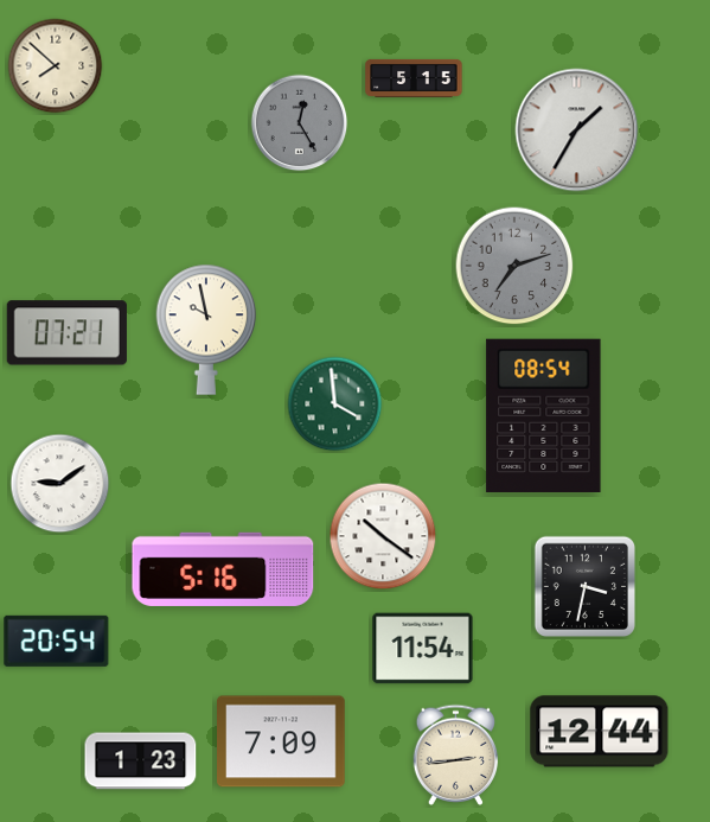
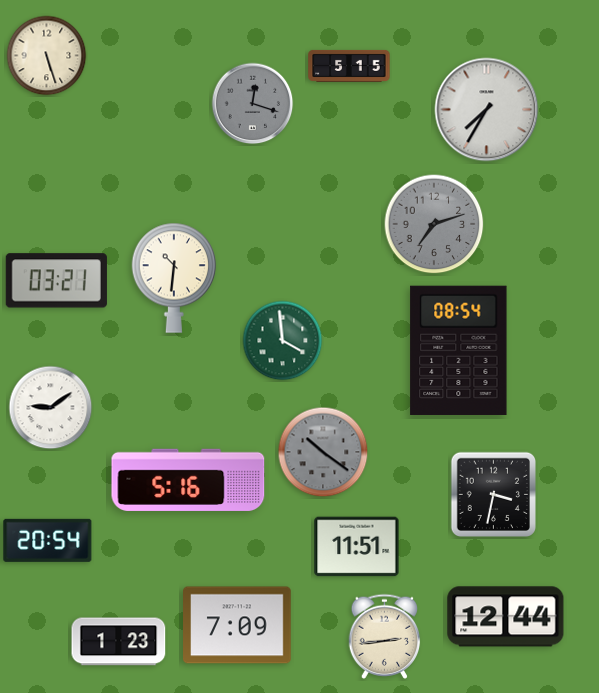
clock at (56, 66): 7:52 -> 5:27
clock at (300, 123): 12:25 -> 12:18
clock at (577, 130): 1:35 -> 7:35
clock at (206, 330): 9:58 -> 10:31
clock at (66, 333): 07:21 -> 03:21
clock at (383, 536) dial: white -> grey
clock at (423, 649): 11:54 -> 11:51
